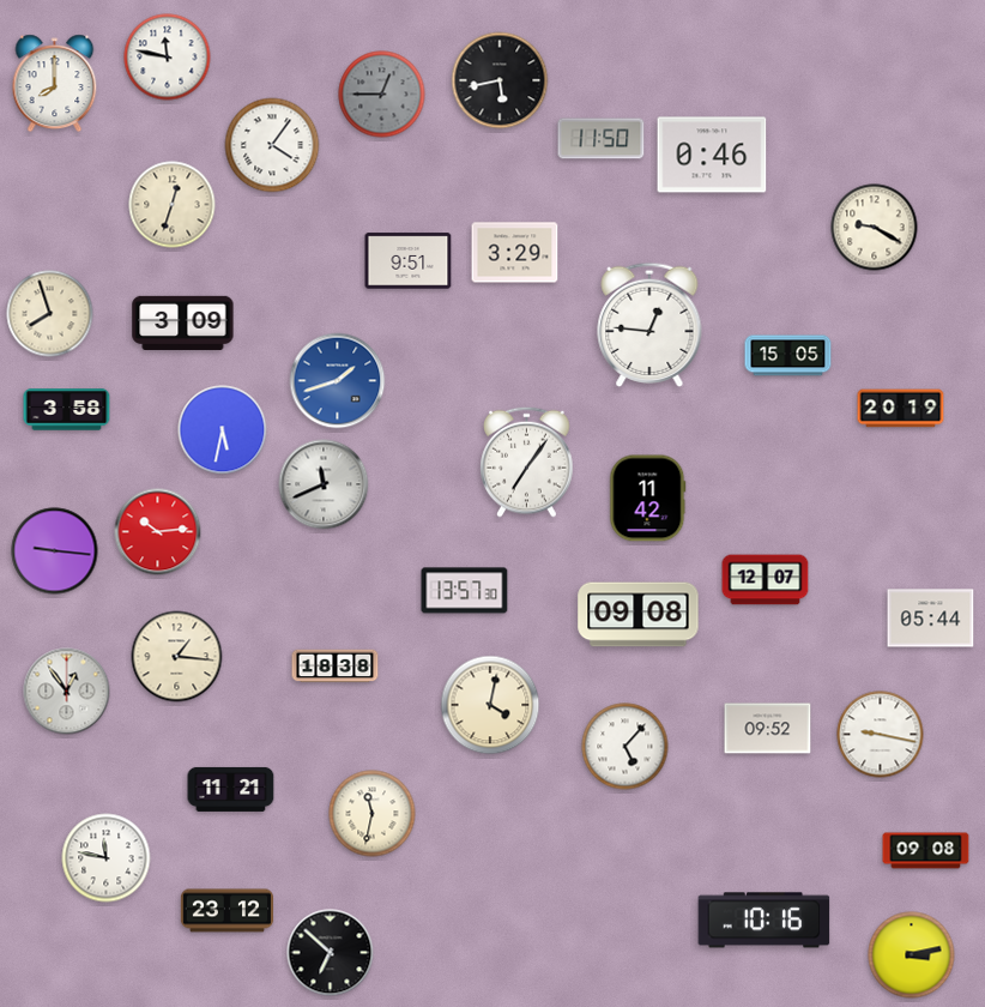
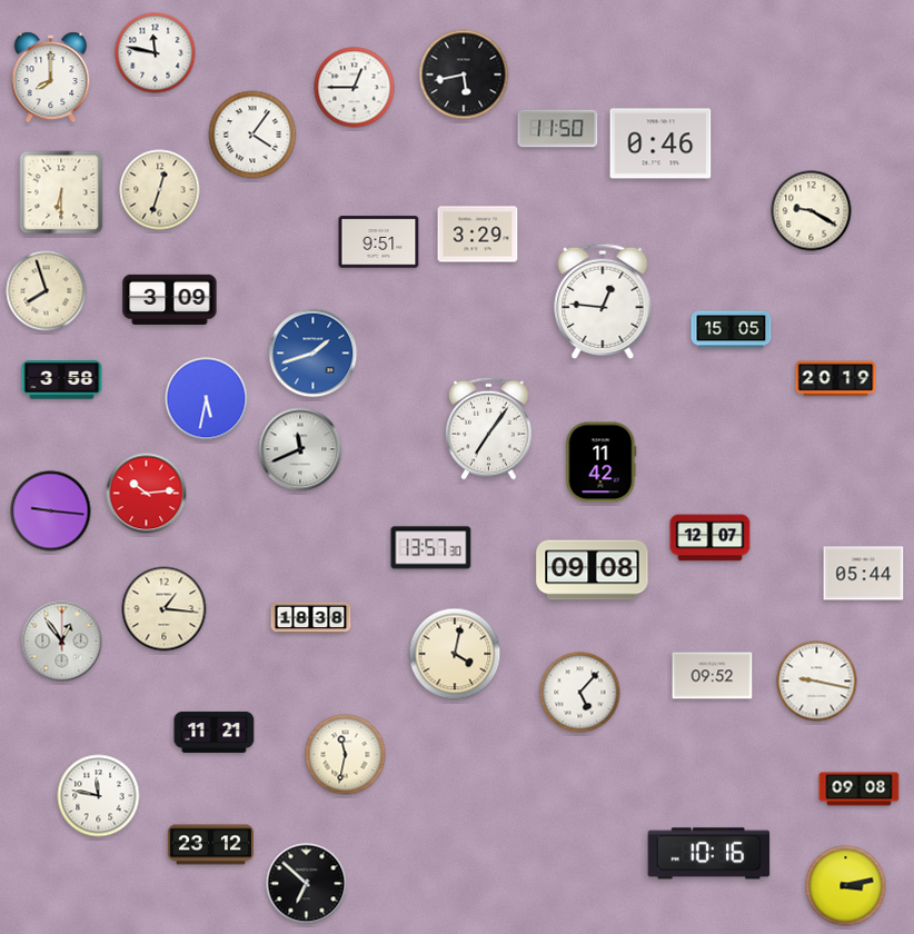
clock at (382, 95) dial: grey -> white
clock at (61, 192): none -> 6:30
